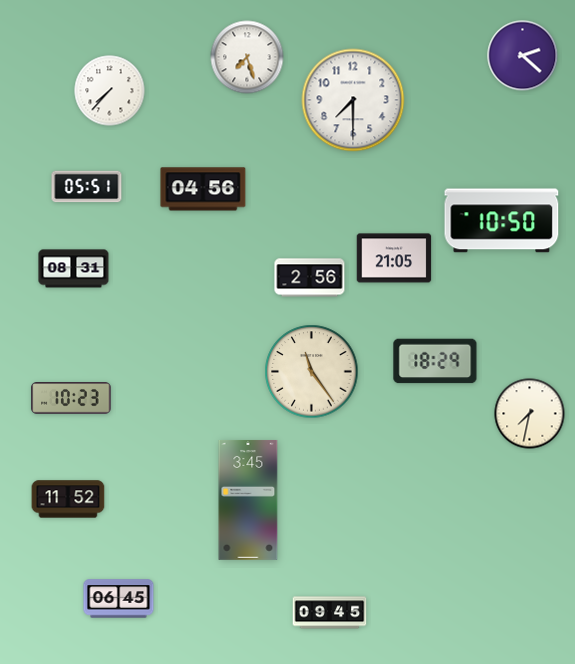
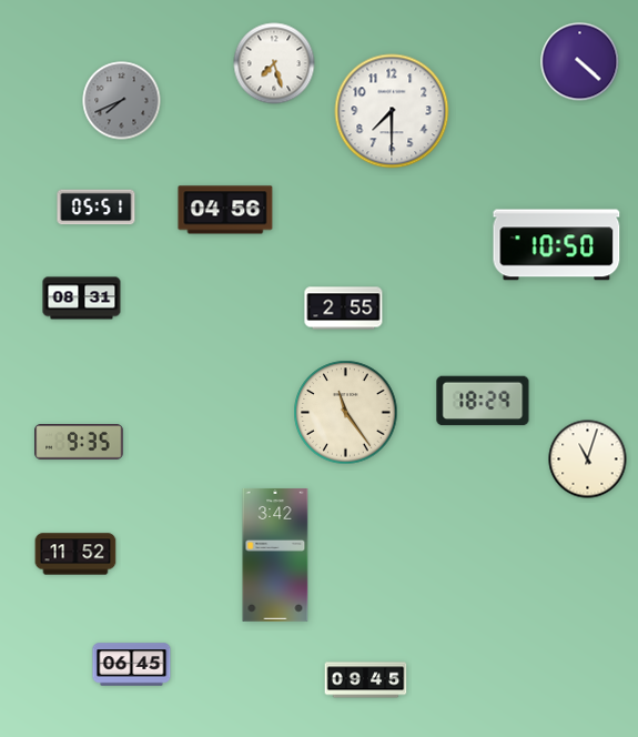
clock at (523, 56): 2:22 -> 4:22
clock at (110, 91): 7:37 -> 7:41
clock at (110, 91) dial: white -> grey
clock at (394, 258): 21:05 -> none
clock at (310, 278): 2:56 -> 2:55
clock at (71, 399): 10:23 -> 9:35
clock at (530, 414): 7:32 -> 11:03
clock at (248, 500): 3:45 -> 3:42
